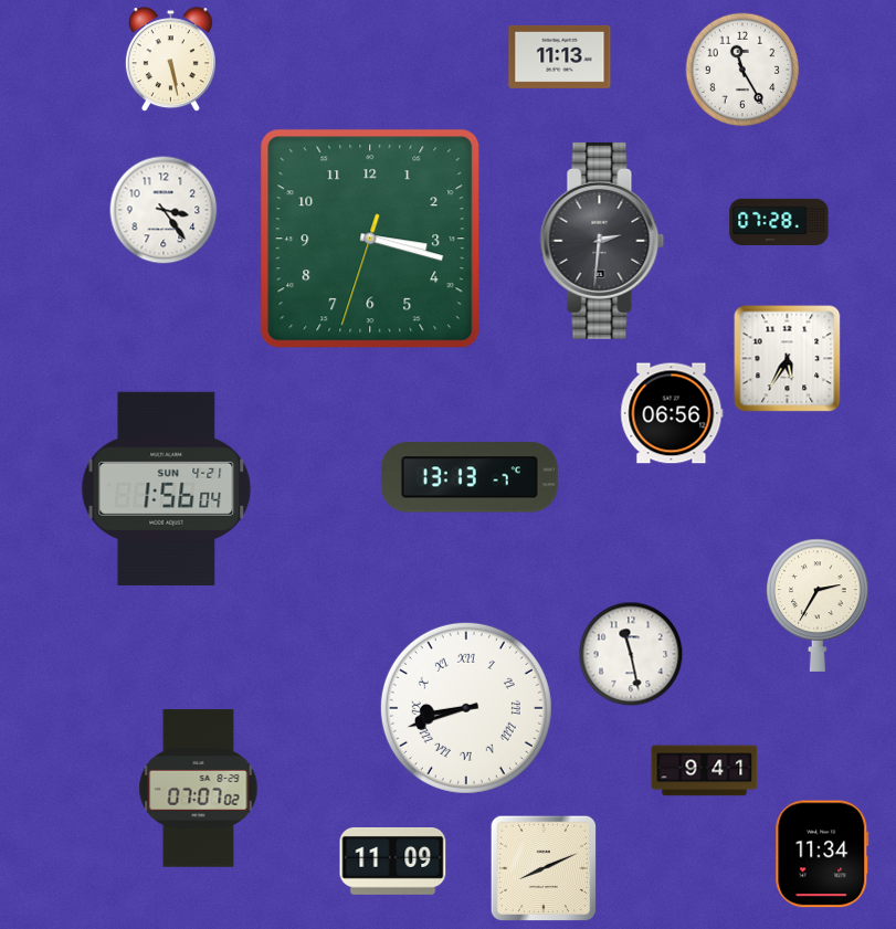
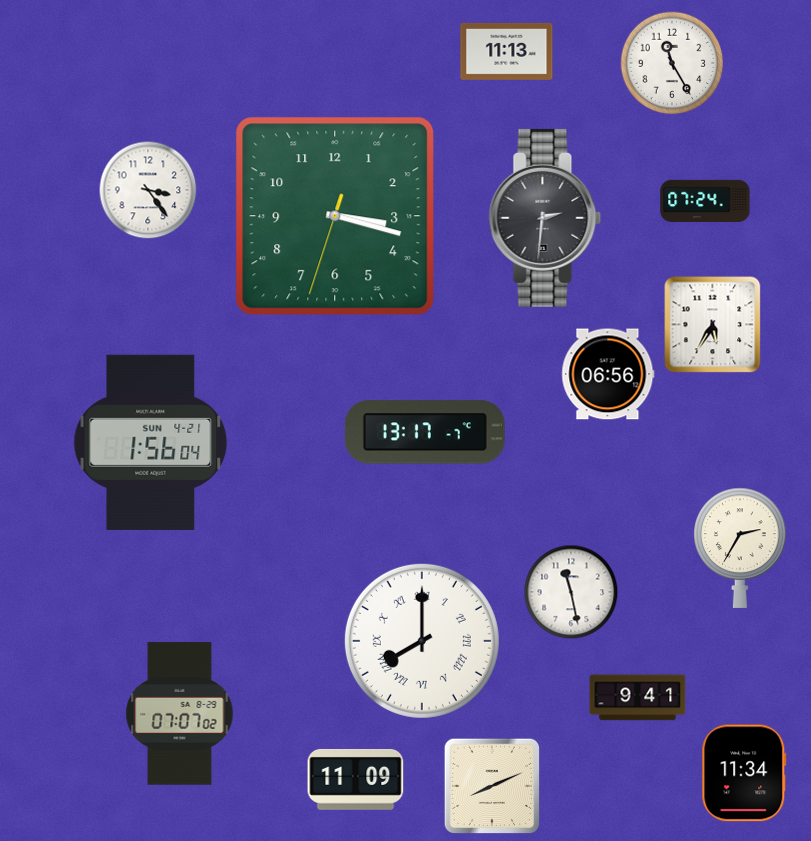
clock at (170, 60): 5:28 -> none
clock at (779, 222): 07:28 -> 07:24
clock at (470, 477): 13:13 -> 13:17
clock at (466, 708): 8:42 -> 8:00
